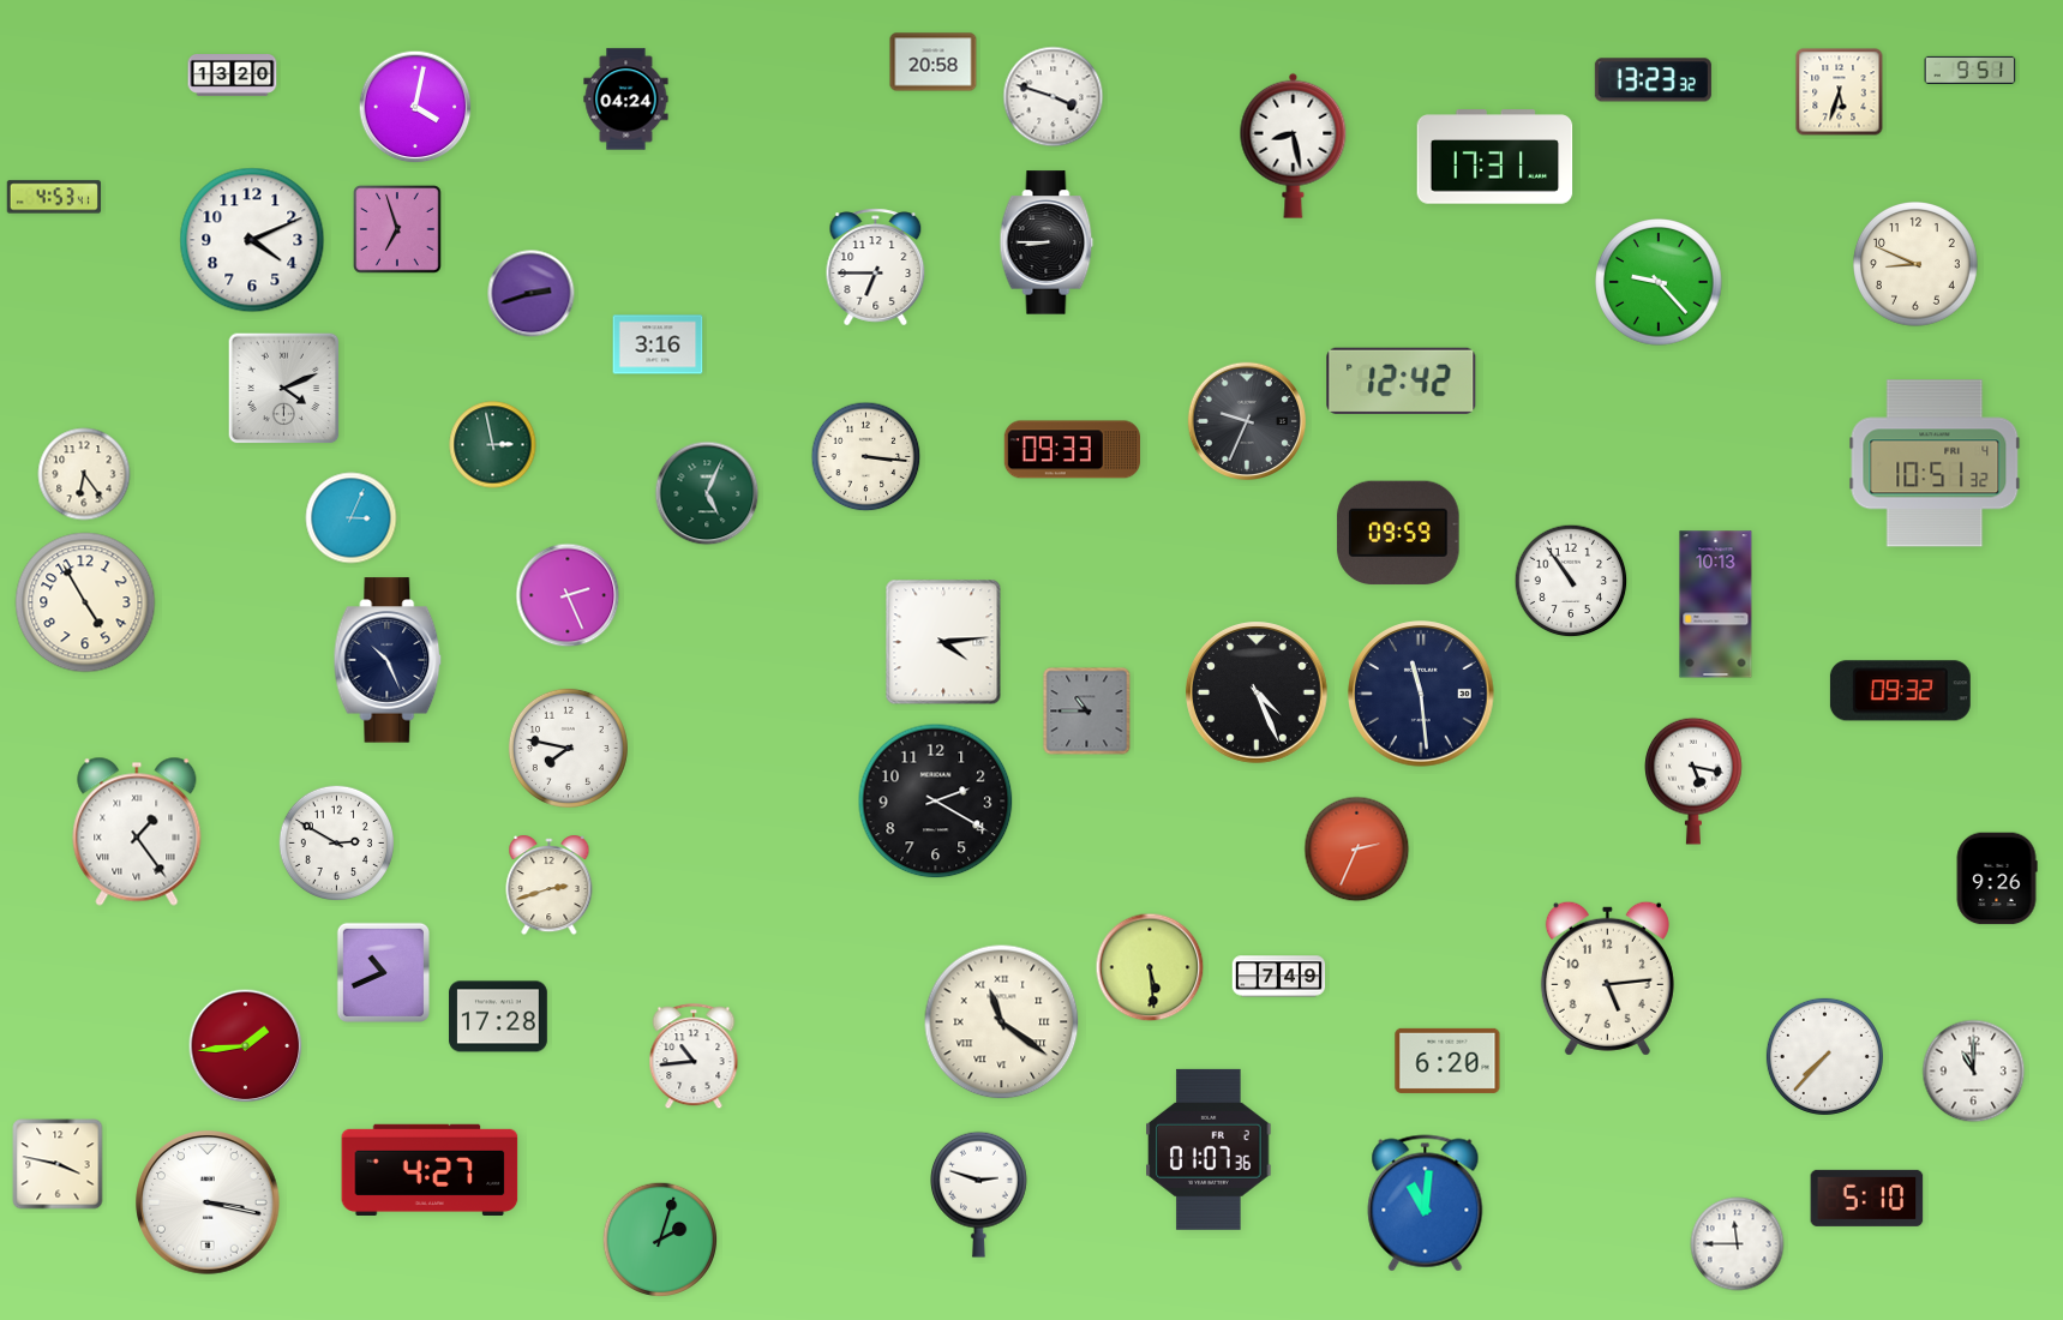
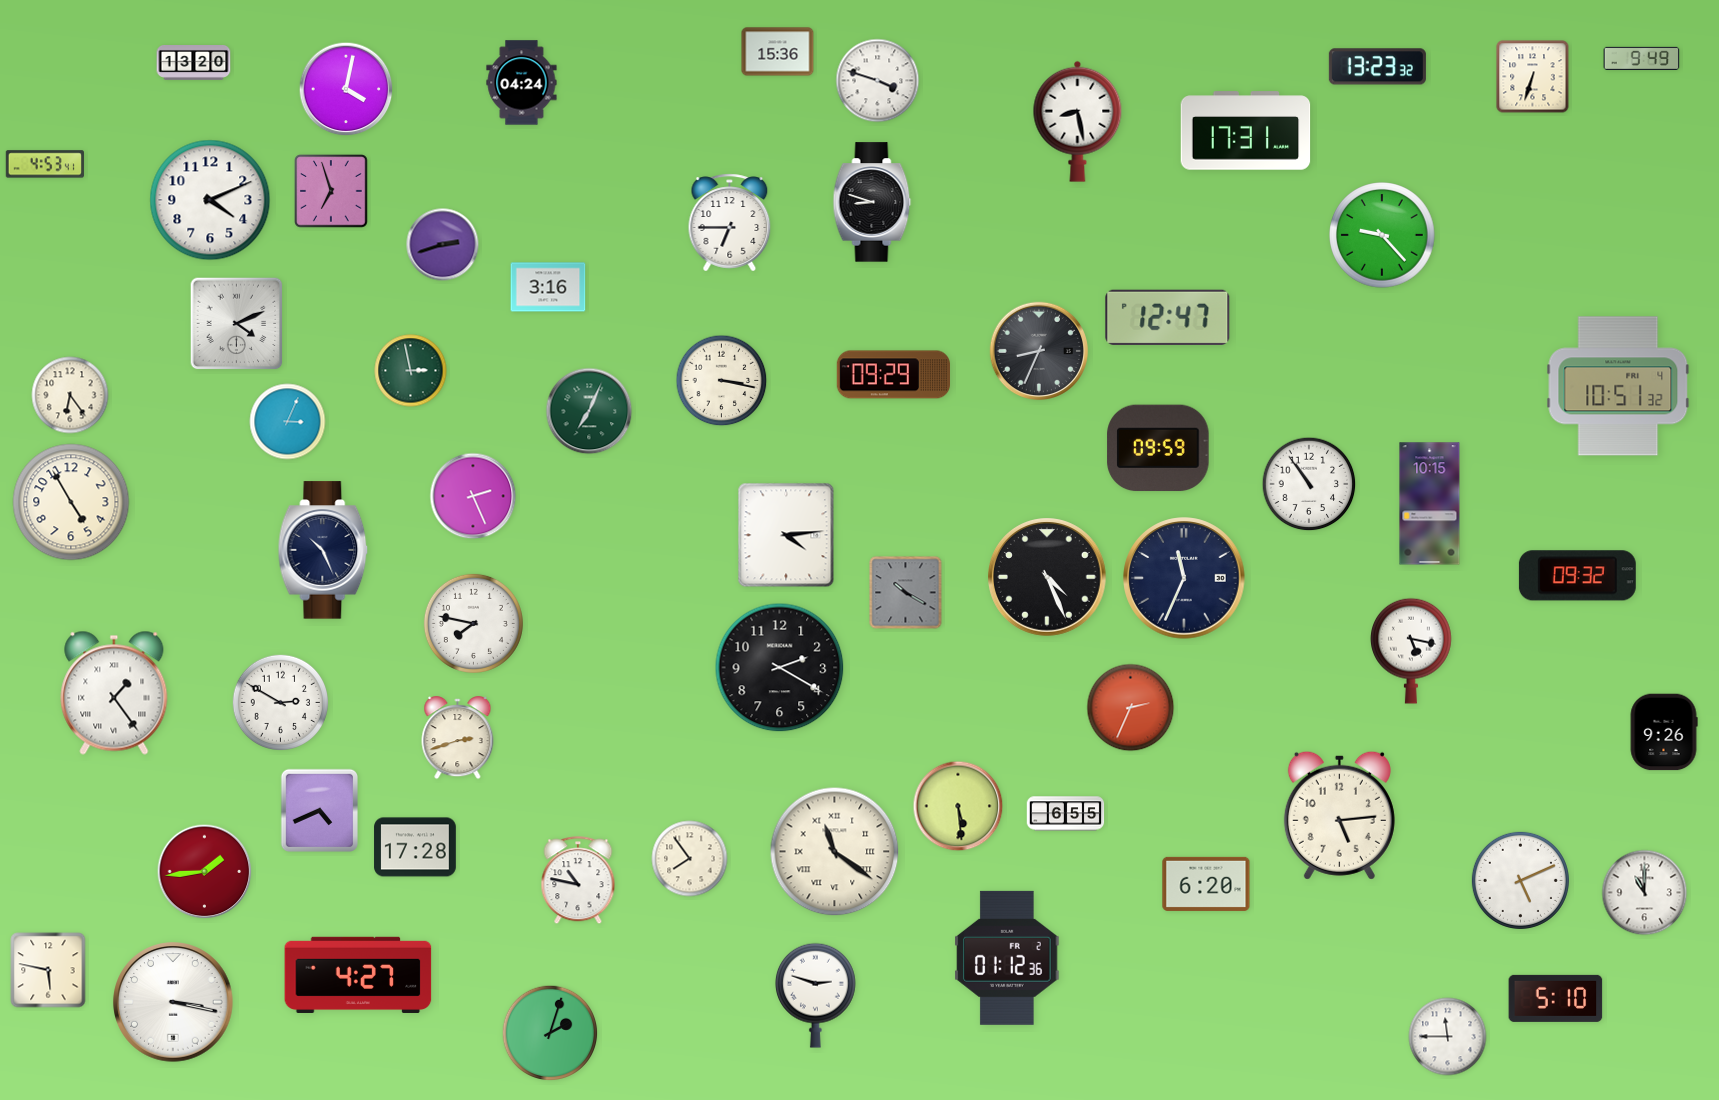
clock at (934, 62): 20:58 -> 15:36
clock at (1971, 70): 9:51 -> 9:49
clock at (1840, 92): 5:33 -> 6:33
clock at (1047, 242): 8:45 -> 8:48
clock at (1917, 265): 8:49 -> none
clock at (1402, 380): 12:42 -> 12:47
clock at (1247, 421): 9:34 -> 8:34
clock at (1072, 450): 09:33 -> 09:29
clock at (866, 457): 3:16 -> 3:17
clock at (1935, 463) position: (1935, 463) -> (1618, 386)
clock at (707, 493): 5:04 -> 7:04
clock at (352, 518) position: (352, 518) -> (288, 422)
clock at (1398, 533) position: (1398, 533) -> (1158, 448)
clock at (1716, 605): 10:13 -> 10:15
clock at (1900, 691) position: (1900, 691) -> (1577, 576)
clock at (1421, 694): 11:29 -> 11:34
clock at (1087, 712): 10:45 -> 10:20
clock at (383, 973): 10:41 -> 4:41
clock at (1279, 977): 7:49 -> 6:55
clock at (690, 859): none -> 7:54
clock at (1824, 1056): 7:37 -> 5:11
clock at (694, 1057): 10:44 -> 10:47
clock at (1209, 1150): 01:07 -> 01:12
clock at (58, 1164): 3:47 -> 5:47
clock at (1426, 1204): 11:01 -> none
